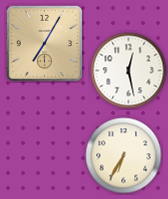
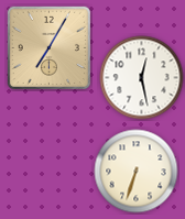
clock at (124, 156): 6:35 -> 6:33
